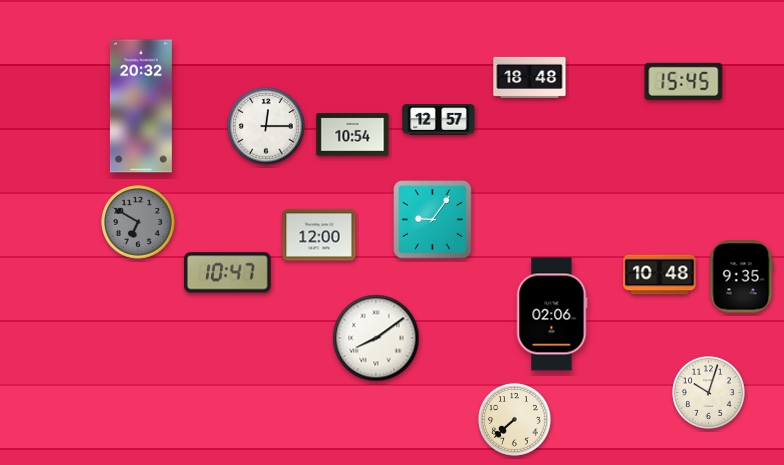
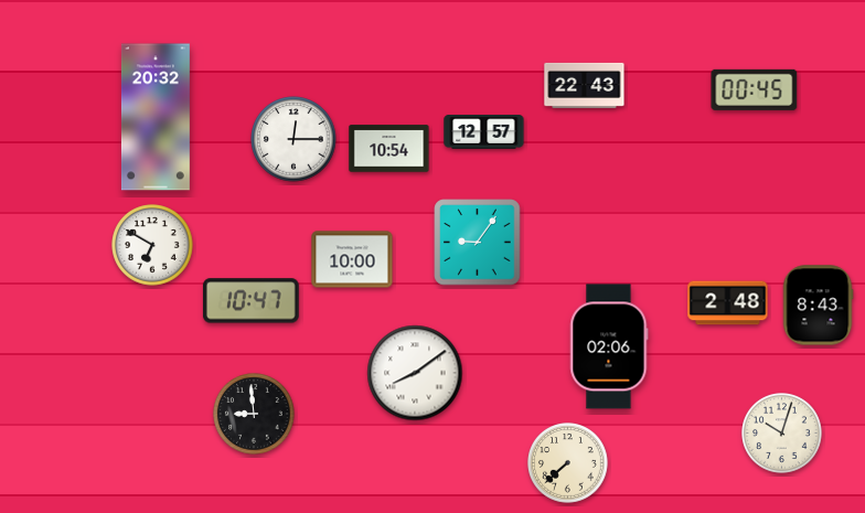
clock at (530, 77): 18:48 -> 22:43
clock at (684, 81): 15:45 -> 00:45
clock at (138, 222) dial: grey -> white
clock at (319, 235): 12:00 -> 10:00
clock at (660, 275): 10:48 -> 2:48
clock at (741, 277): 9:35 -> 8:43
clock at (254, 414): none -> 8:59
